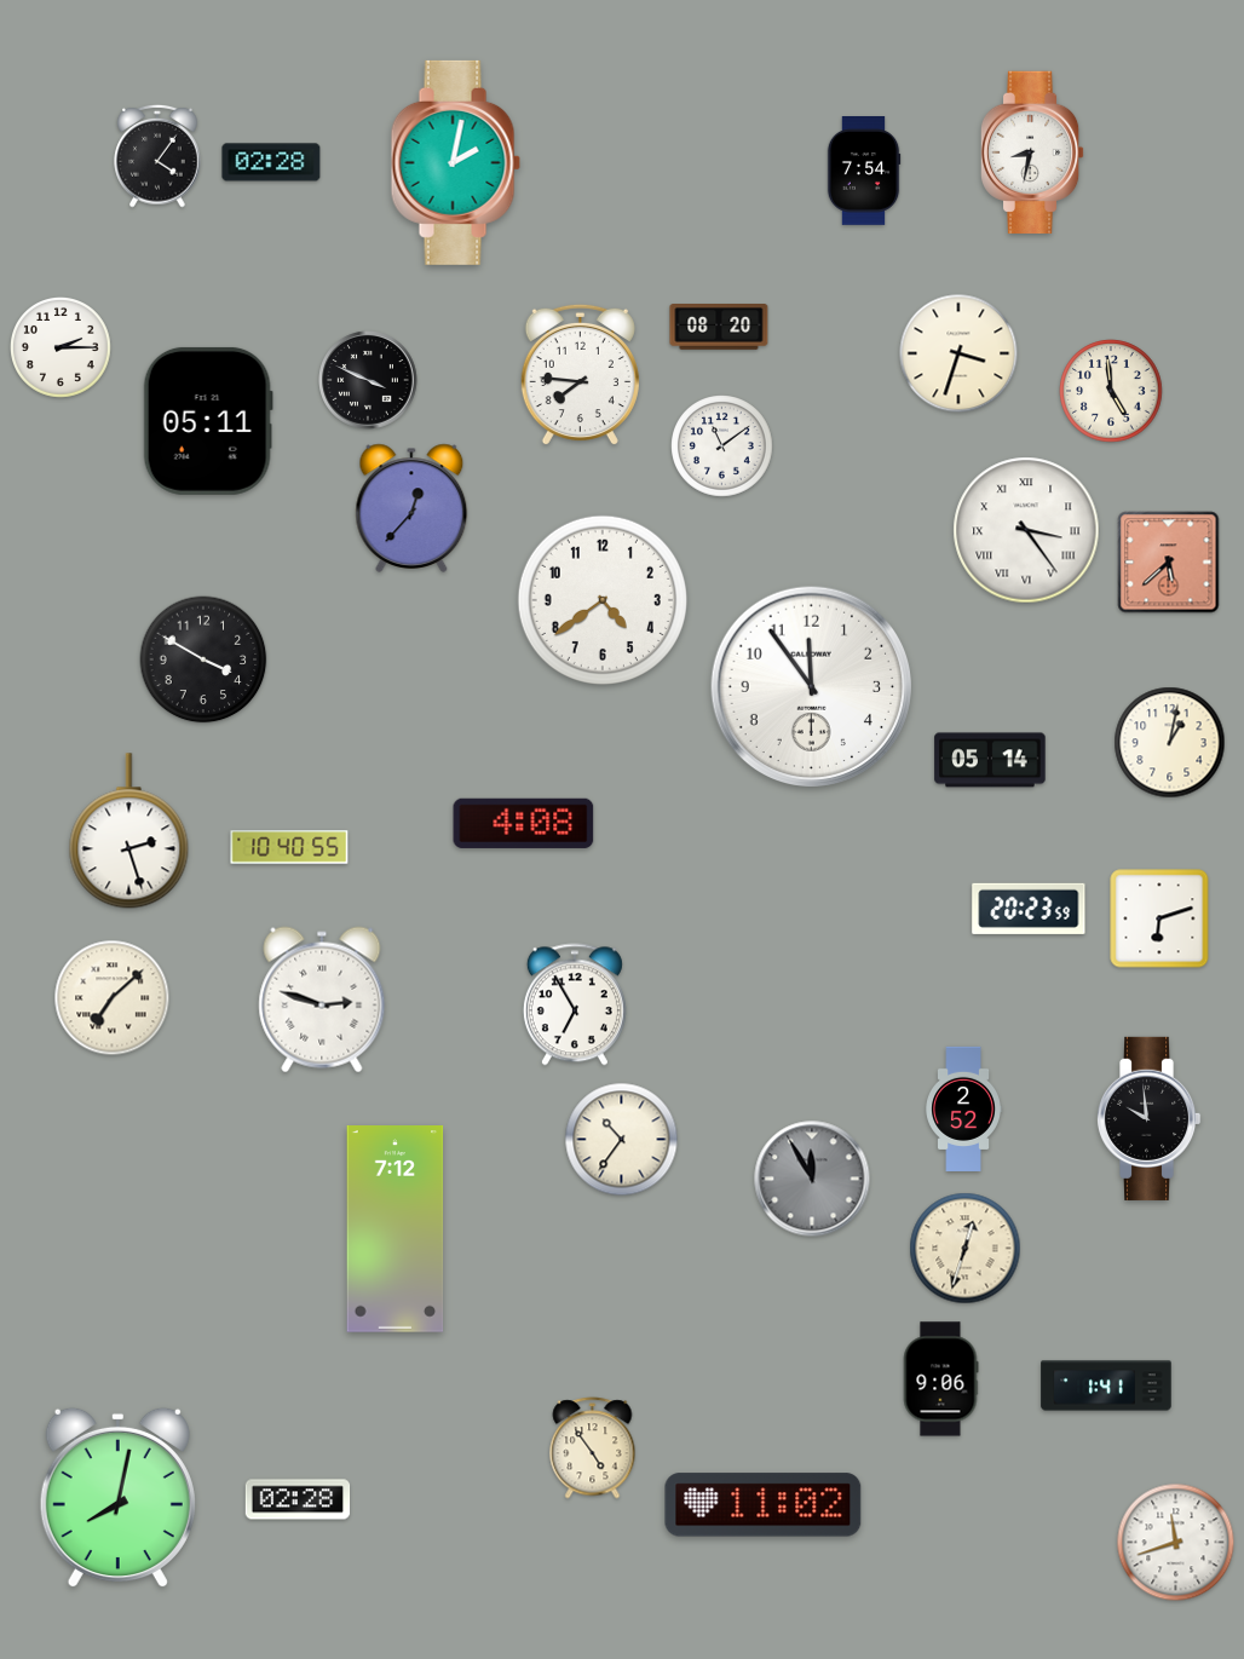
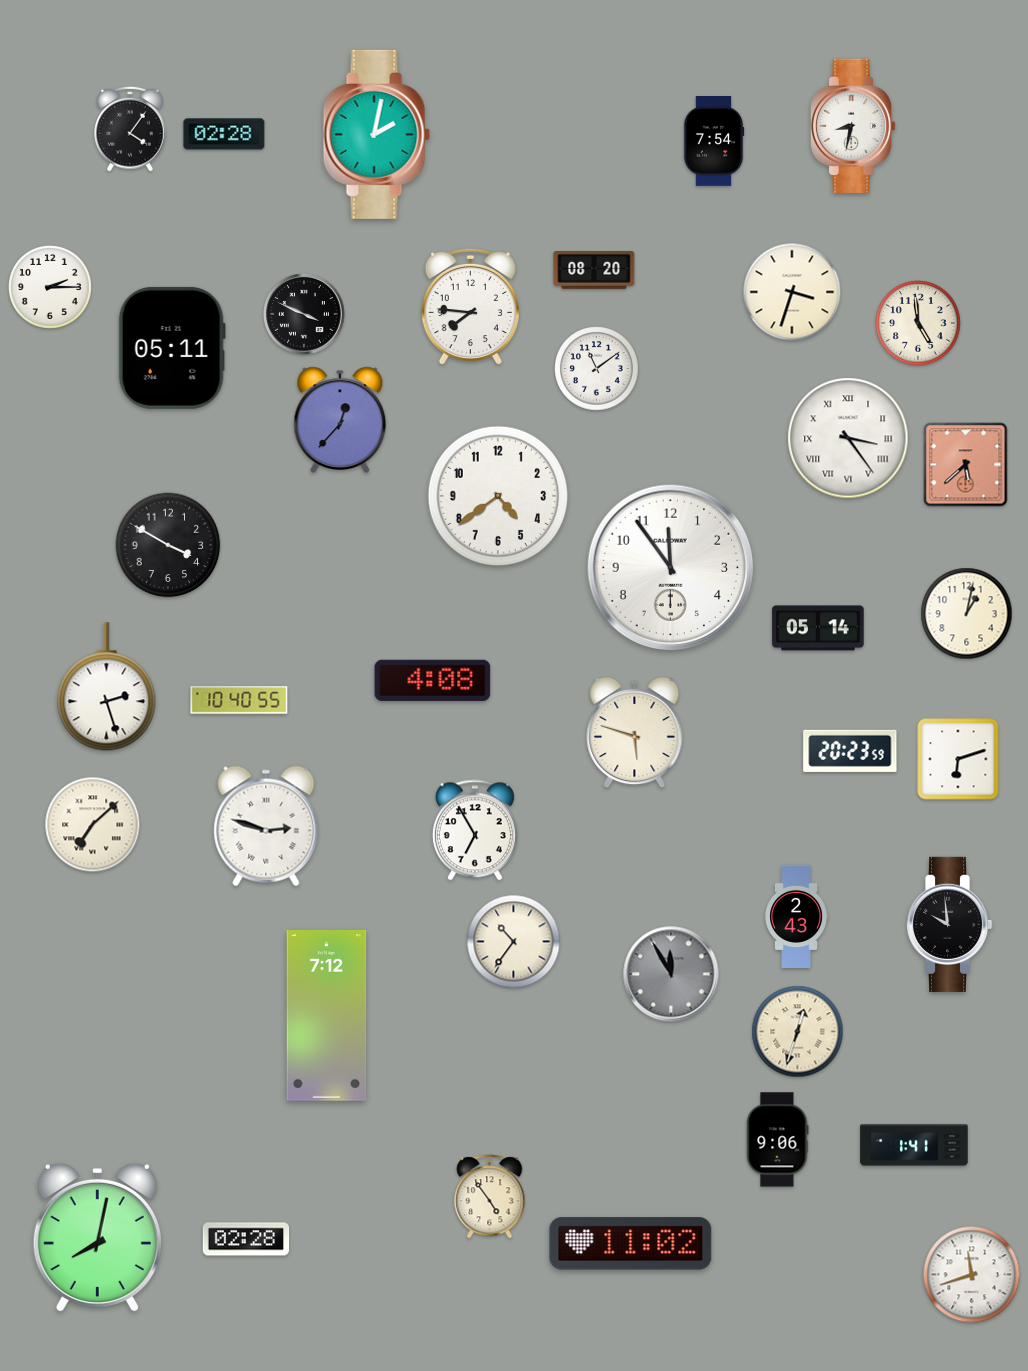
clock at (580, 375) position: (580, 375) -> (470, 307)
clock at (635, 733): none -> 5:48
clock at (963, 1108): 2:52 -> 2:43
